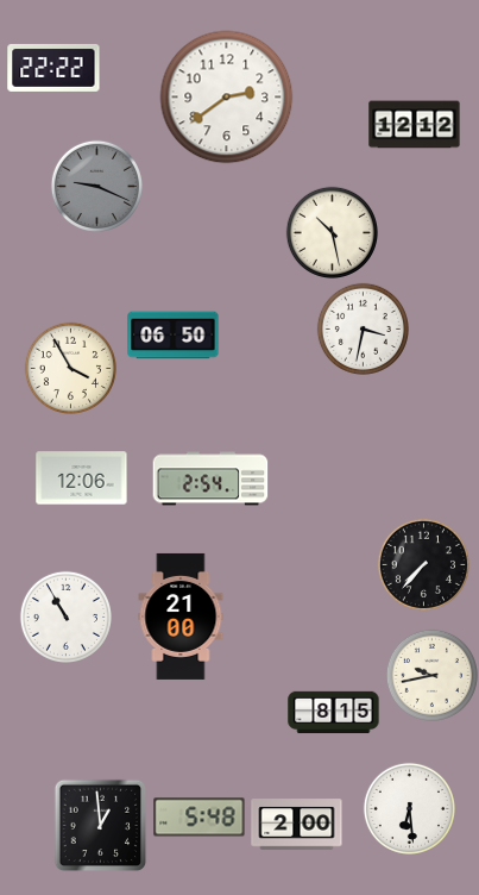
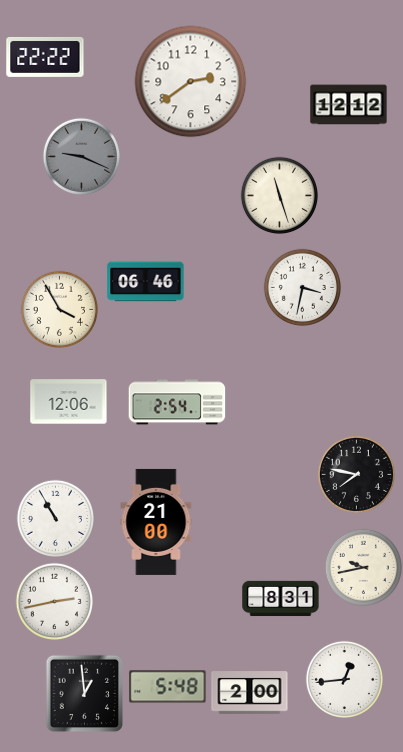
clock at (332, 232): 10:28 -> 11:27
clock at (363, 328) position: (363, 328) -> (302, 287)
clock at (174, 336): 06:50 -> 06:46
clock at (423, 564): 7:37 -> 7:47
clock at (181, 617) position: (181, 617) -> (156, 522)
clock at (334, 713): 8:15 -> 8:31
clock at (54, 601): none -> 2:43
clock at (409, 808): 6:29 -> 12:44
